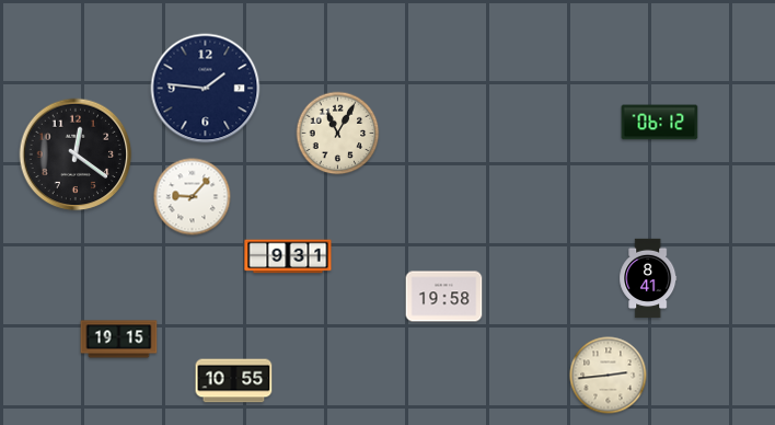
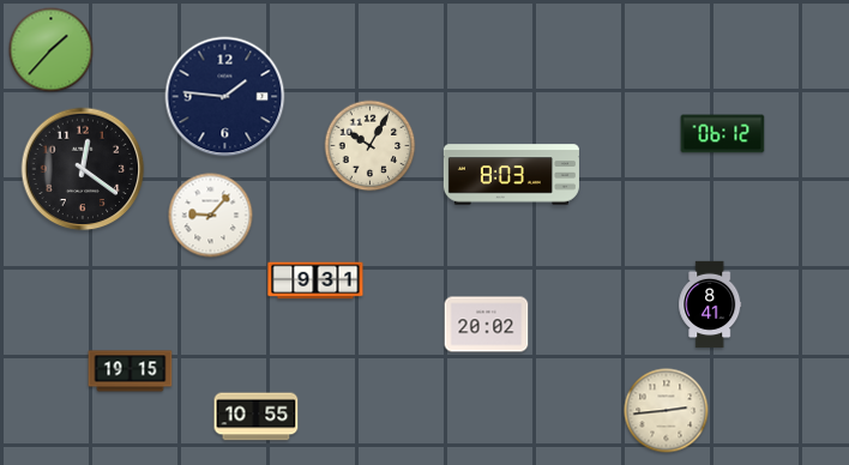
clock at (52, 50): none -> 1:37
clock at (338, 134): 11:05 -> 10:05
clock at (511, 175): none -> 8:03
clock at (444, 297): 19:58 -> 20:02
